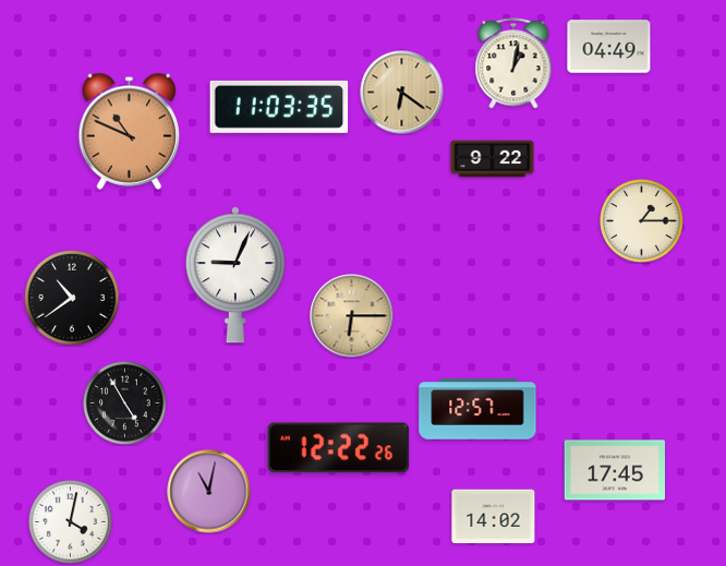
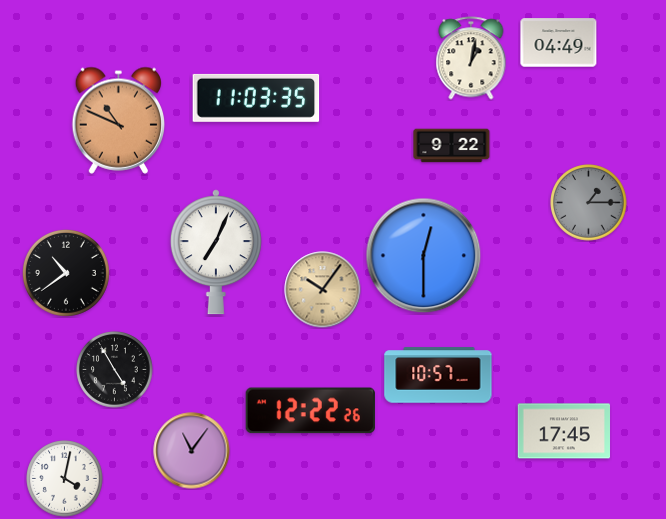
clock at (402, 93): 6:21 -> none
clock at (642, 221) dial: cream -> grey
clock at (235, 275): 9:04 -> 7:04
clock at (424, 256): none -> 12:30
clock at (352, 316): 6:15 -> 10:06
clock at (477, 409): 12:57 -> 10:57
clock at (209, 492): 11:02 -> 11:06
clock at (494, 517): 14:02 -> none
